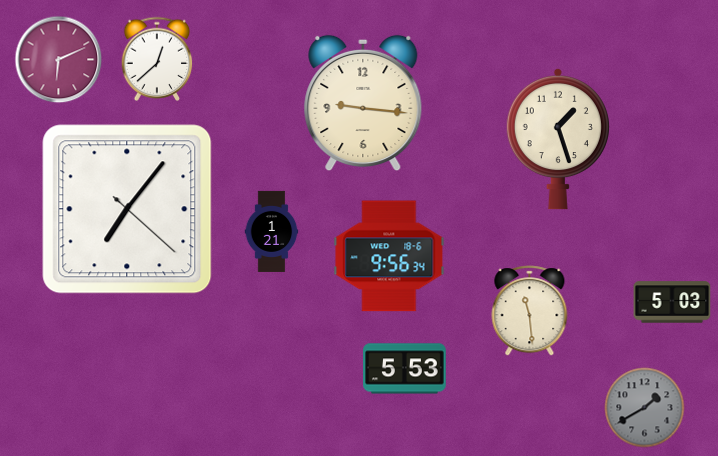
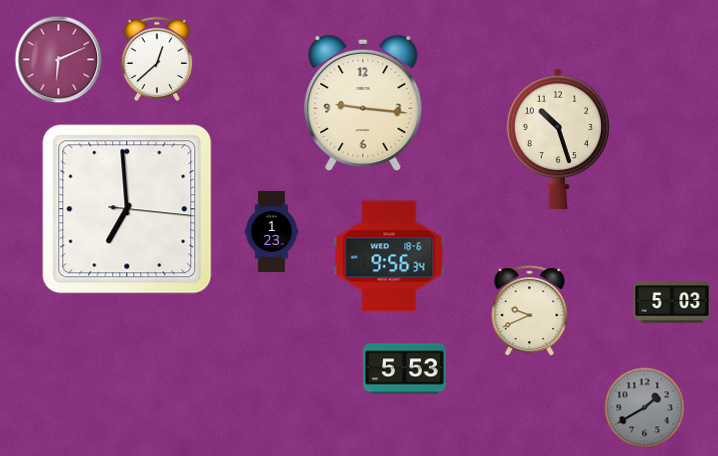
clock at (558, 139): 1:27 -> 10:27
clock at (127, 209): 7:06 -> 6:59
clock at (272, 231): 1:21 -> 1:23
clock at (530, 311): 11:29 -> 9:41
